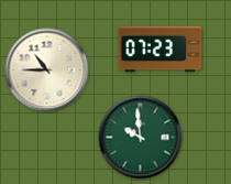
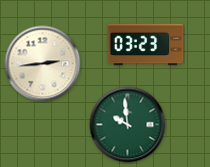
clock at (161, 50): 07:23 -> 03:23
clock at (47, 71): 10:45 -> 2:44
